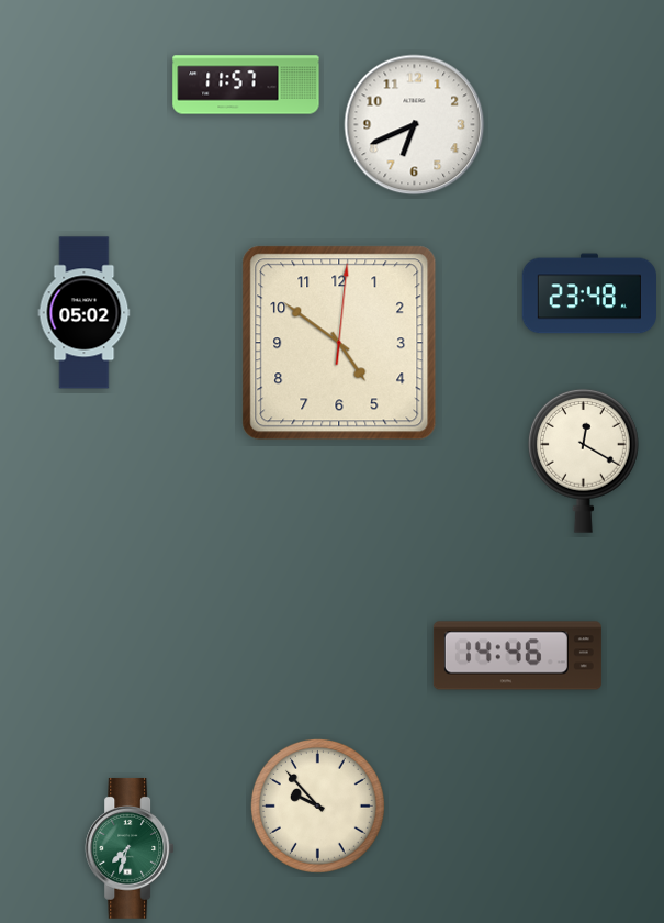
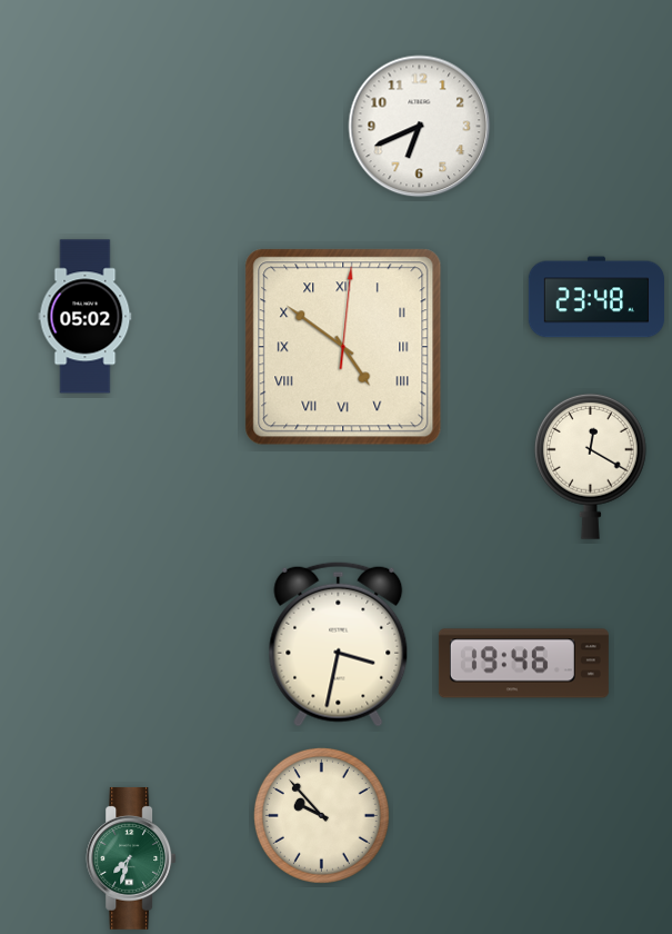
clock at (246, 85): 11:57 -> none
clock at (339, 343) numerals: Arabic -> Roman
clock at (339, 644): none -> 3:32
clock at (517, 656): 14:46 -> 19:46
